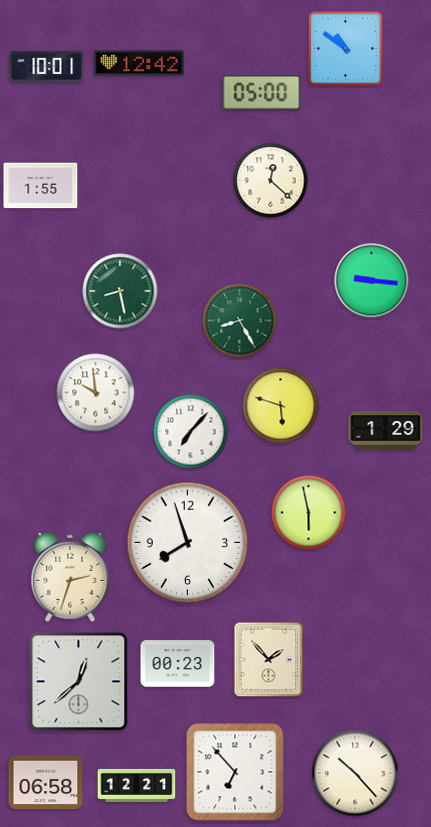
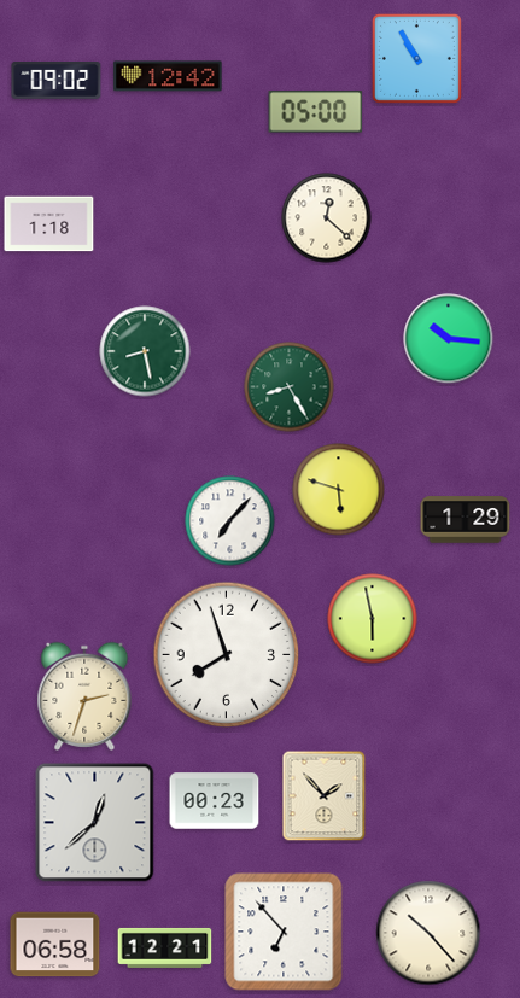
clock at (345, 48): 10:51 -> 10:55
clock at (47, 66): 10:01 -> 09:02
clock at (41, 186): 1:55 -> 1:18
clock at (372, 281): 9:16 -> 10:16
clock at (96, 393): 9:59 -> none
